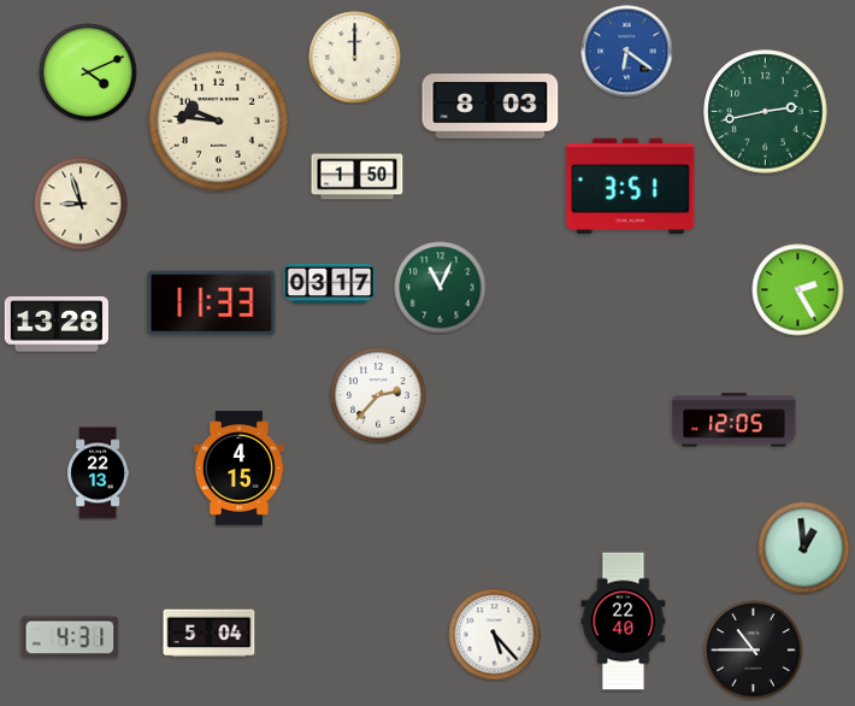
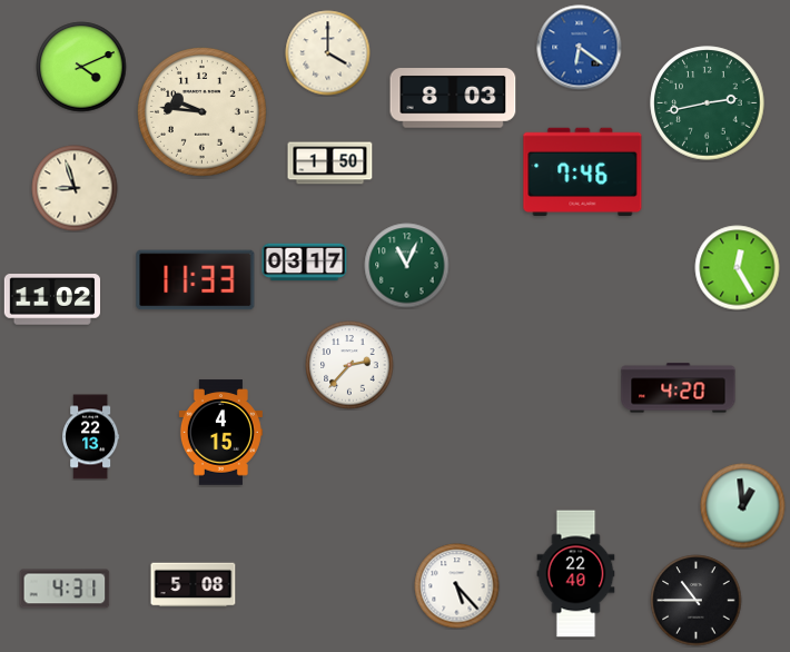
clock at (355, 58): 12:00 -> 4:00
clock at (631, 186): 3:51 -> 7:46
clock at (798, 290): 2:25 -> 12:25
clock at (55, 324): 13:28 -> 11:02
clock at (735, 420): 12:05 -> 4:20
clock at (210, 634): 5:04 -> 5:08
